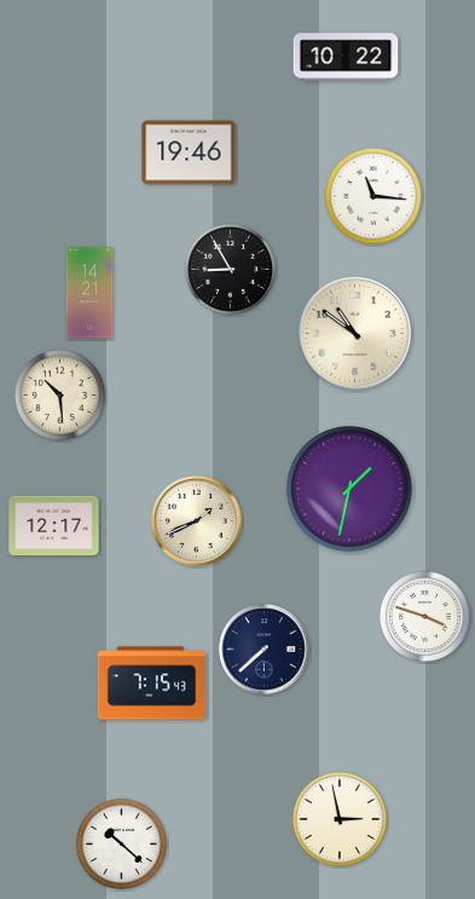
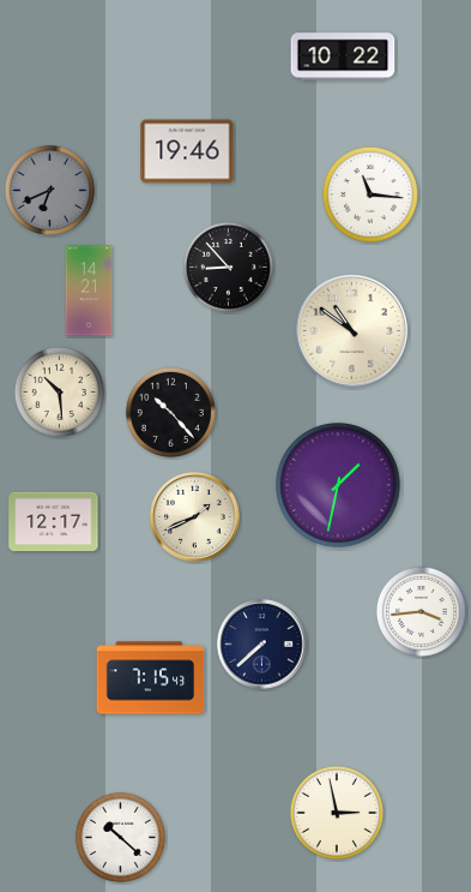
clock at (49, 190): none -> 6:41
clock at (230, 269): 8:55 -> 8:53
clock at (170, 412): none -> 10:23
clock at (349, 489) position: (349, 489) -> (338, 485)
clock at (424, 616): 3:48 -> 3:44
